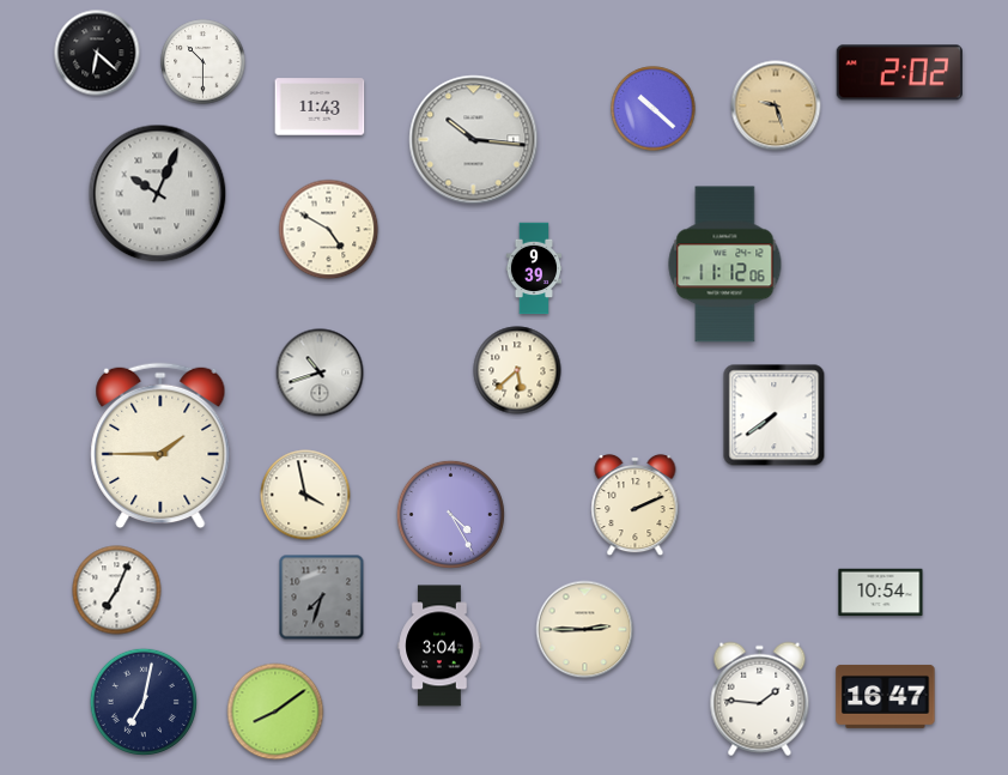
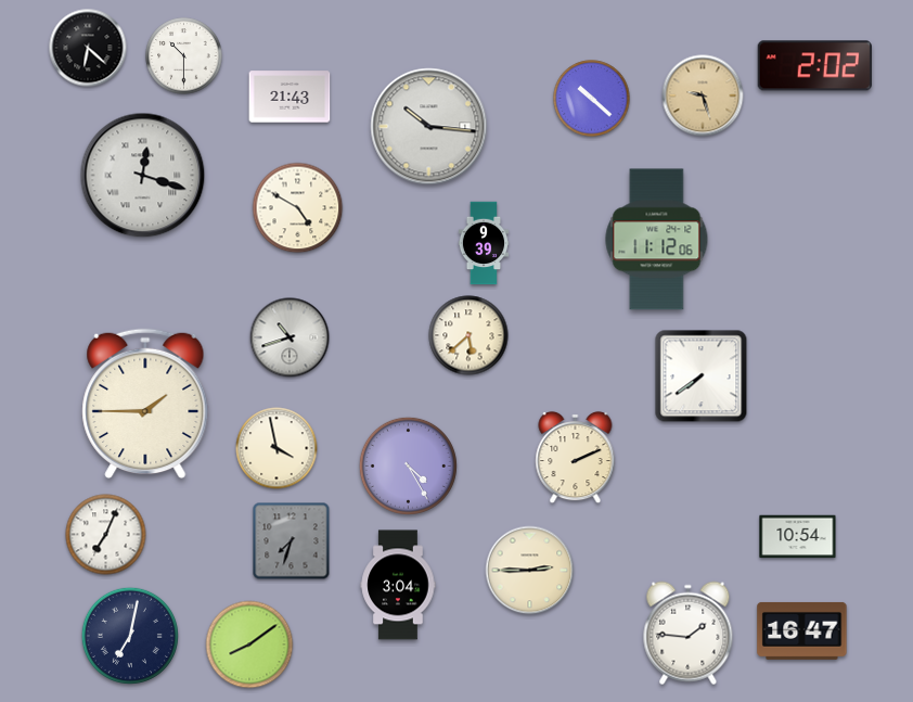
clock at (320, 107): 11:43 -> 21:43
clock at (158, 194): 10:04 -> 12:18
